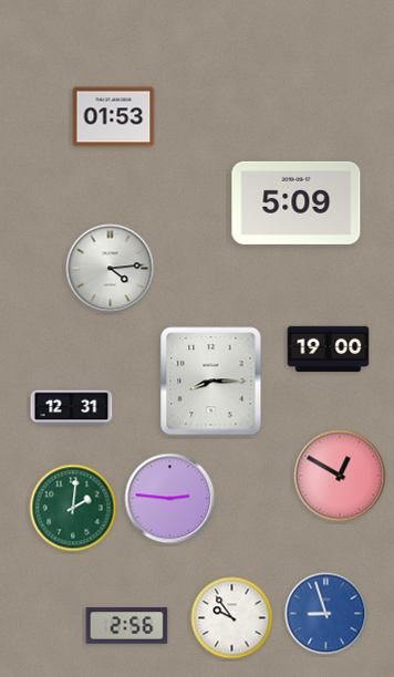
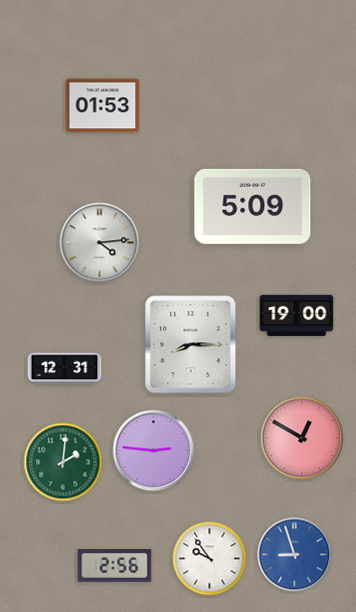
clock at (297, 202) position: (297, 202) -> (253, 206)
clock at (340, 476) position: (340, 476) -> (302, 438)
clock at (73, 508) position: (73, 508) -> (63, 462)
